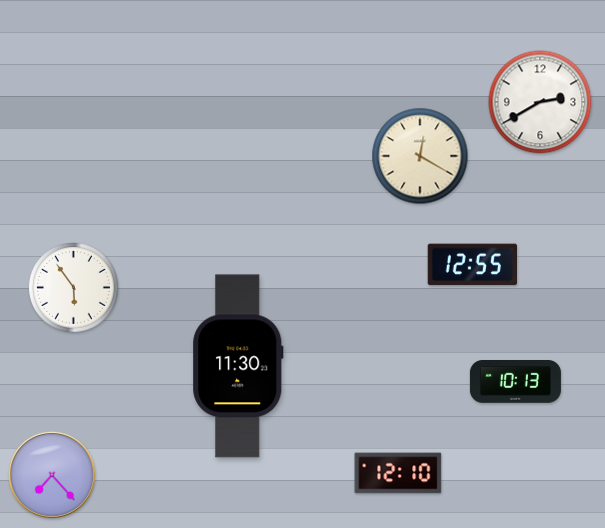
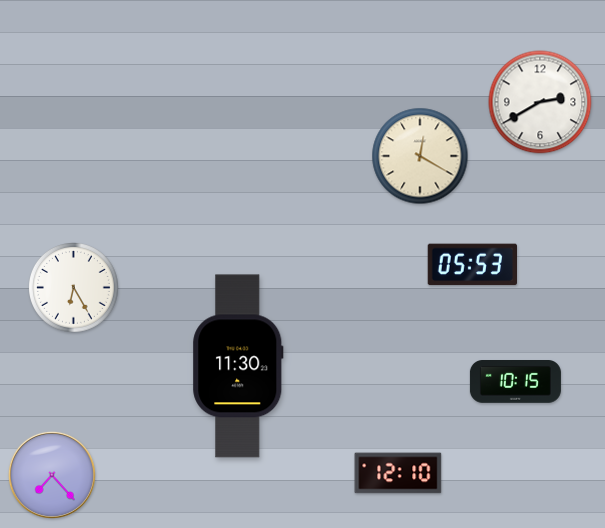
clock at (472, 265): 12:55 -> 05:53
clock at (74, 288): 5:54 -> 6:25
clock at (515, 382): 10:13 -> 10:15
